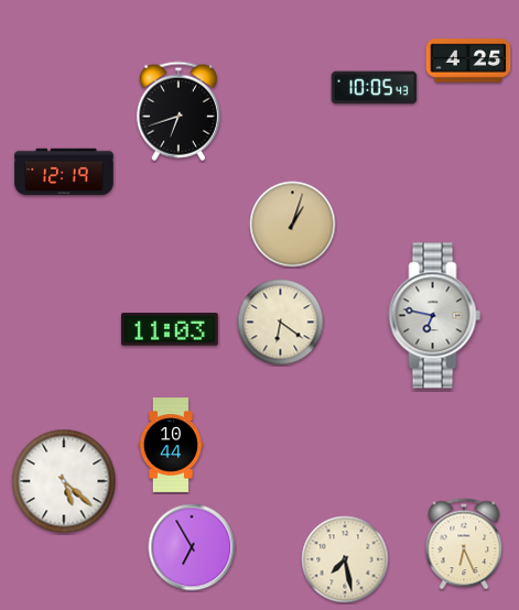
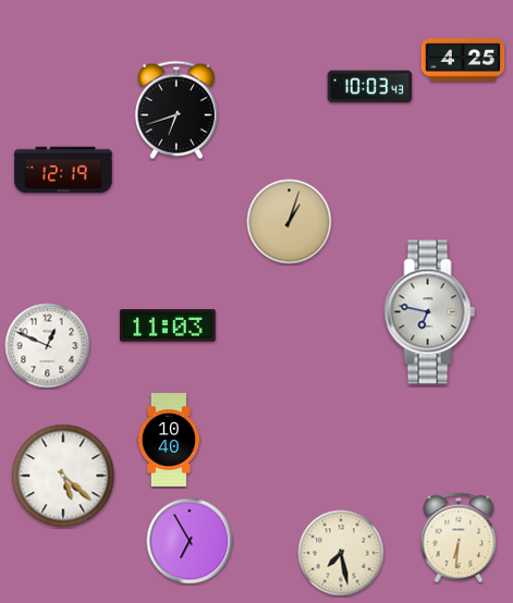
clock at (375, 88): 10:05 -> 10:03
clock at (281, 323): 6:21 -> none
clock at (48, 346): none -> 12:49
clock at (171, 446): 10:44 -> 10:40
clock at (464, 544): 6:26 -> 6:31
